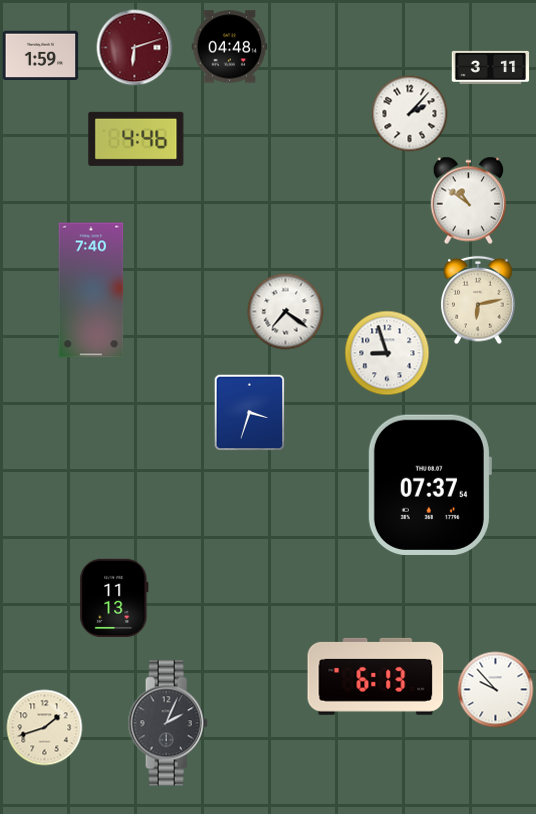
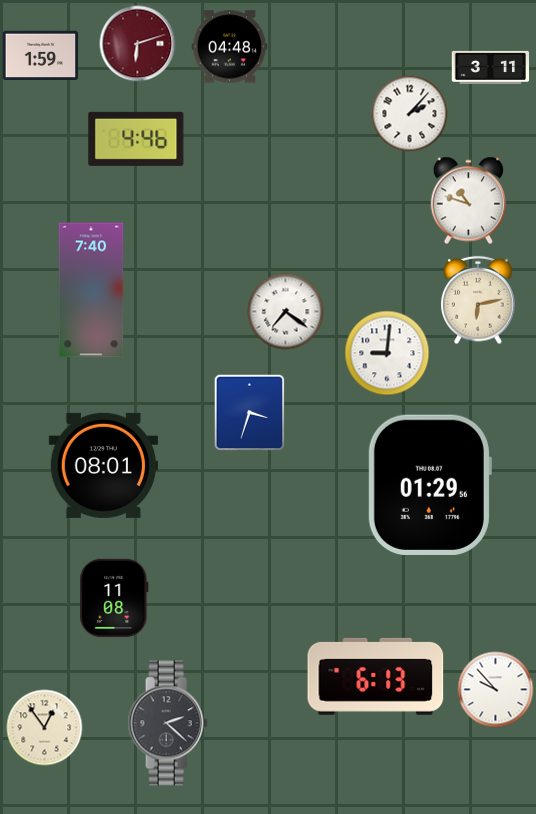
clock at (135, 48) position: (135, 48) -> (138, 44)
clock at (469, 201): 10:51 -> 10:48
clock at (387, 353): 8:57 -> 9:01
clock at (103, 465): none -> 08:01
clock at (429, 485): 07:37 -> 01:29
clock at (114, 598): 11:13 -> 11:08
clock at (168, 723): 2:04 -> 2:22
clock at (45, 728): 1:42 -> 12:54
